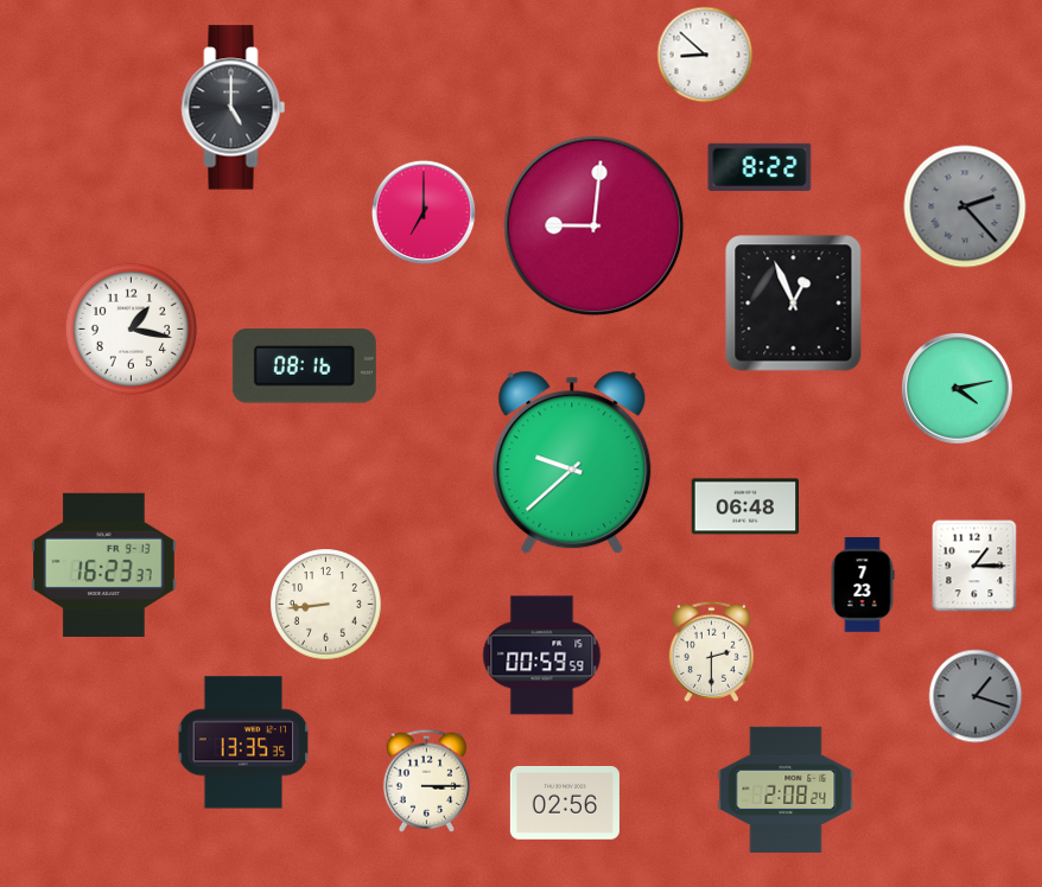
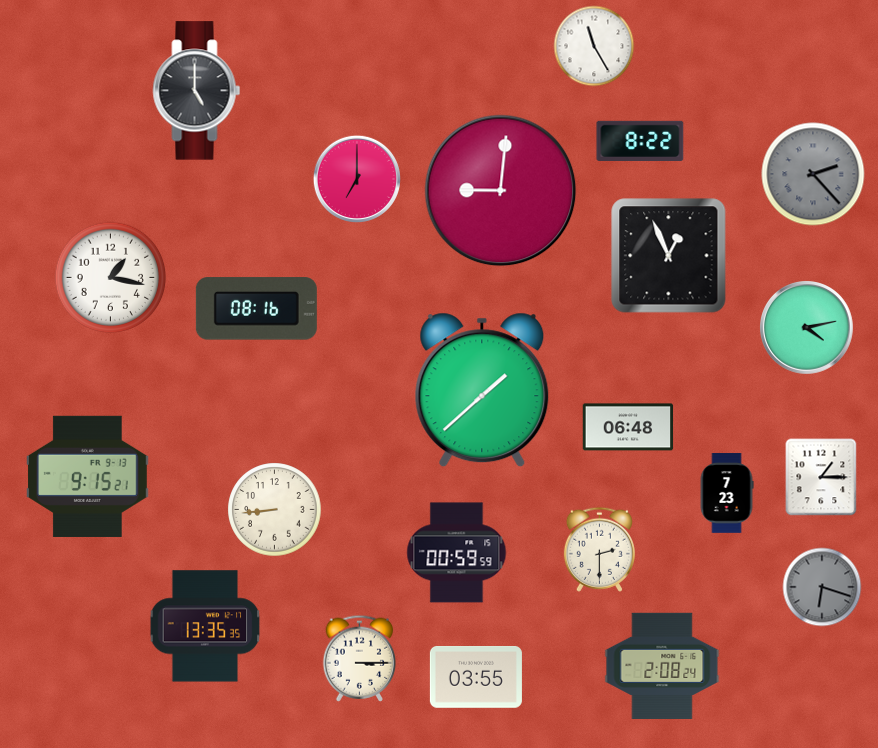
clock at (705, 55): 8:52 -> 11:25
clock at (572, 462): 9:38 -> 1:38
clock at (104, 564): 16:23 -> 9:15
clock at (976, 696): 1:18 -> 6:18
clock at (565, 804): 02:56 -> 03:55
